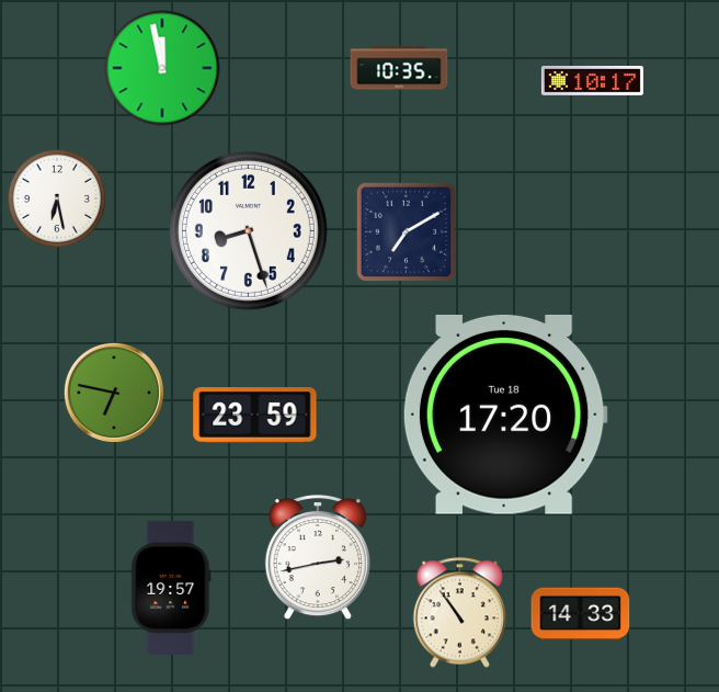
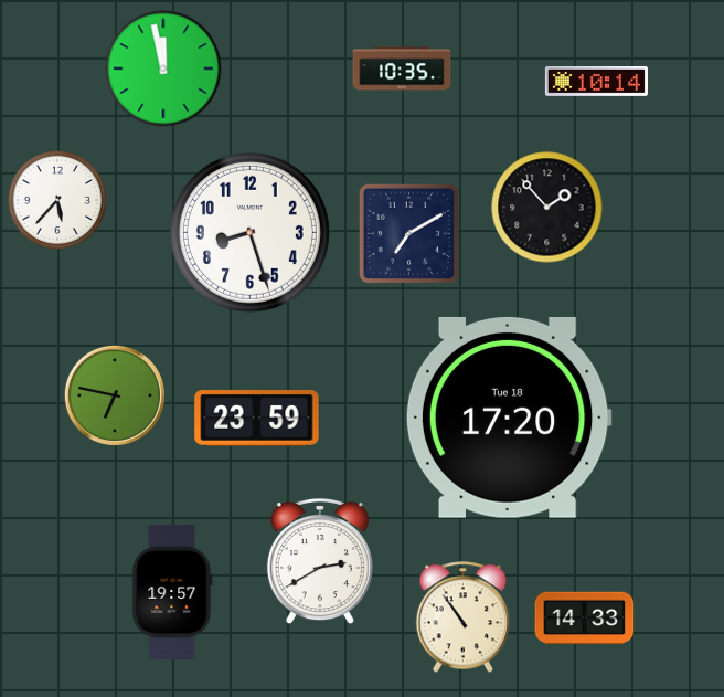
clock at (592, 81): 10:17 -> 10:14
clock at (56, 197): 6:28 -> 5:37
clock at (547, 208): none -> 1:53
clock at (318, 557): 2:43 -> 2:40
